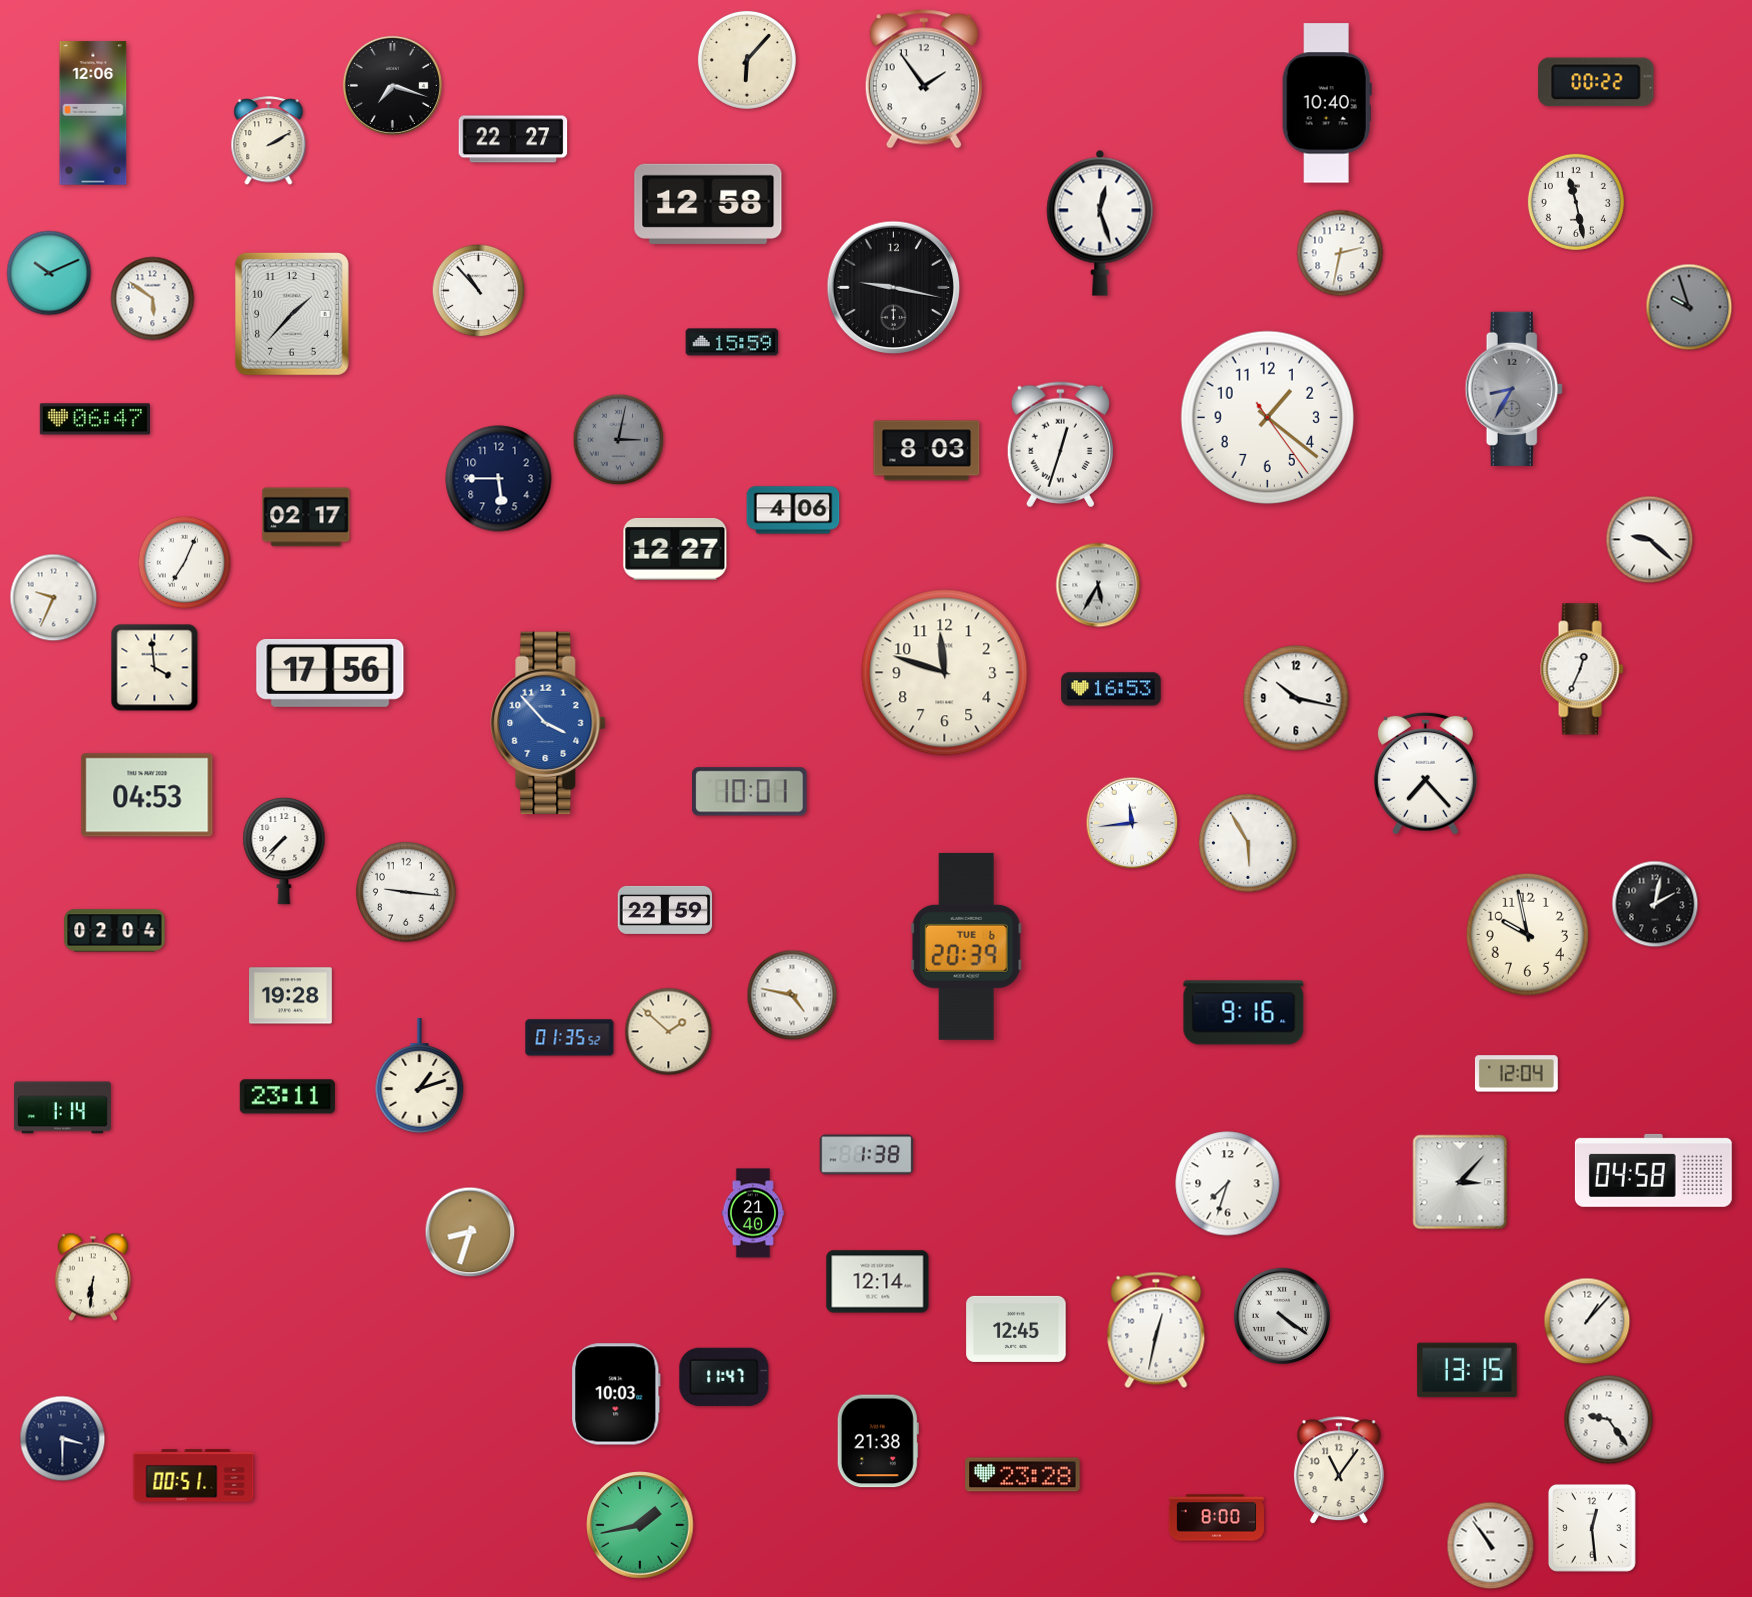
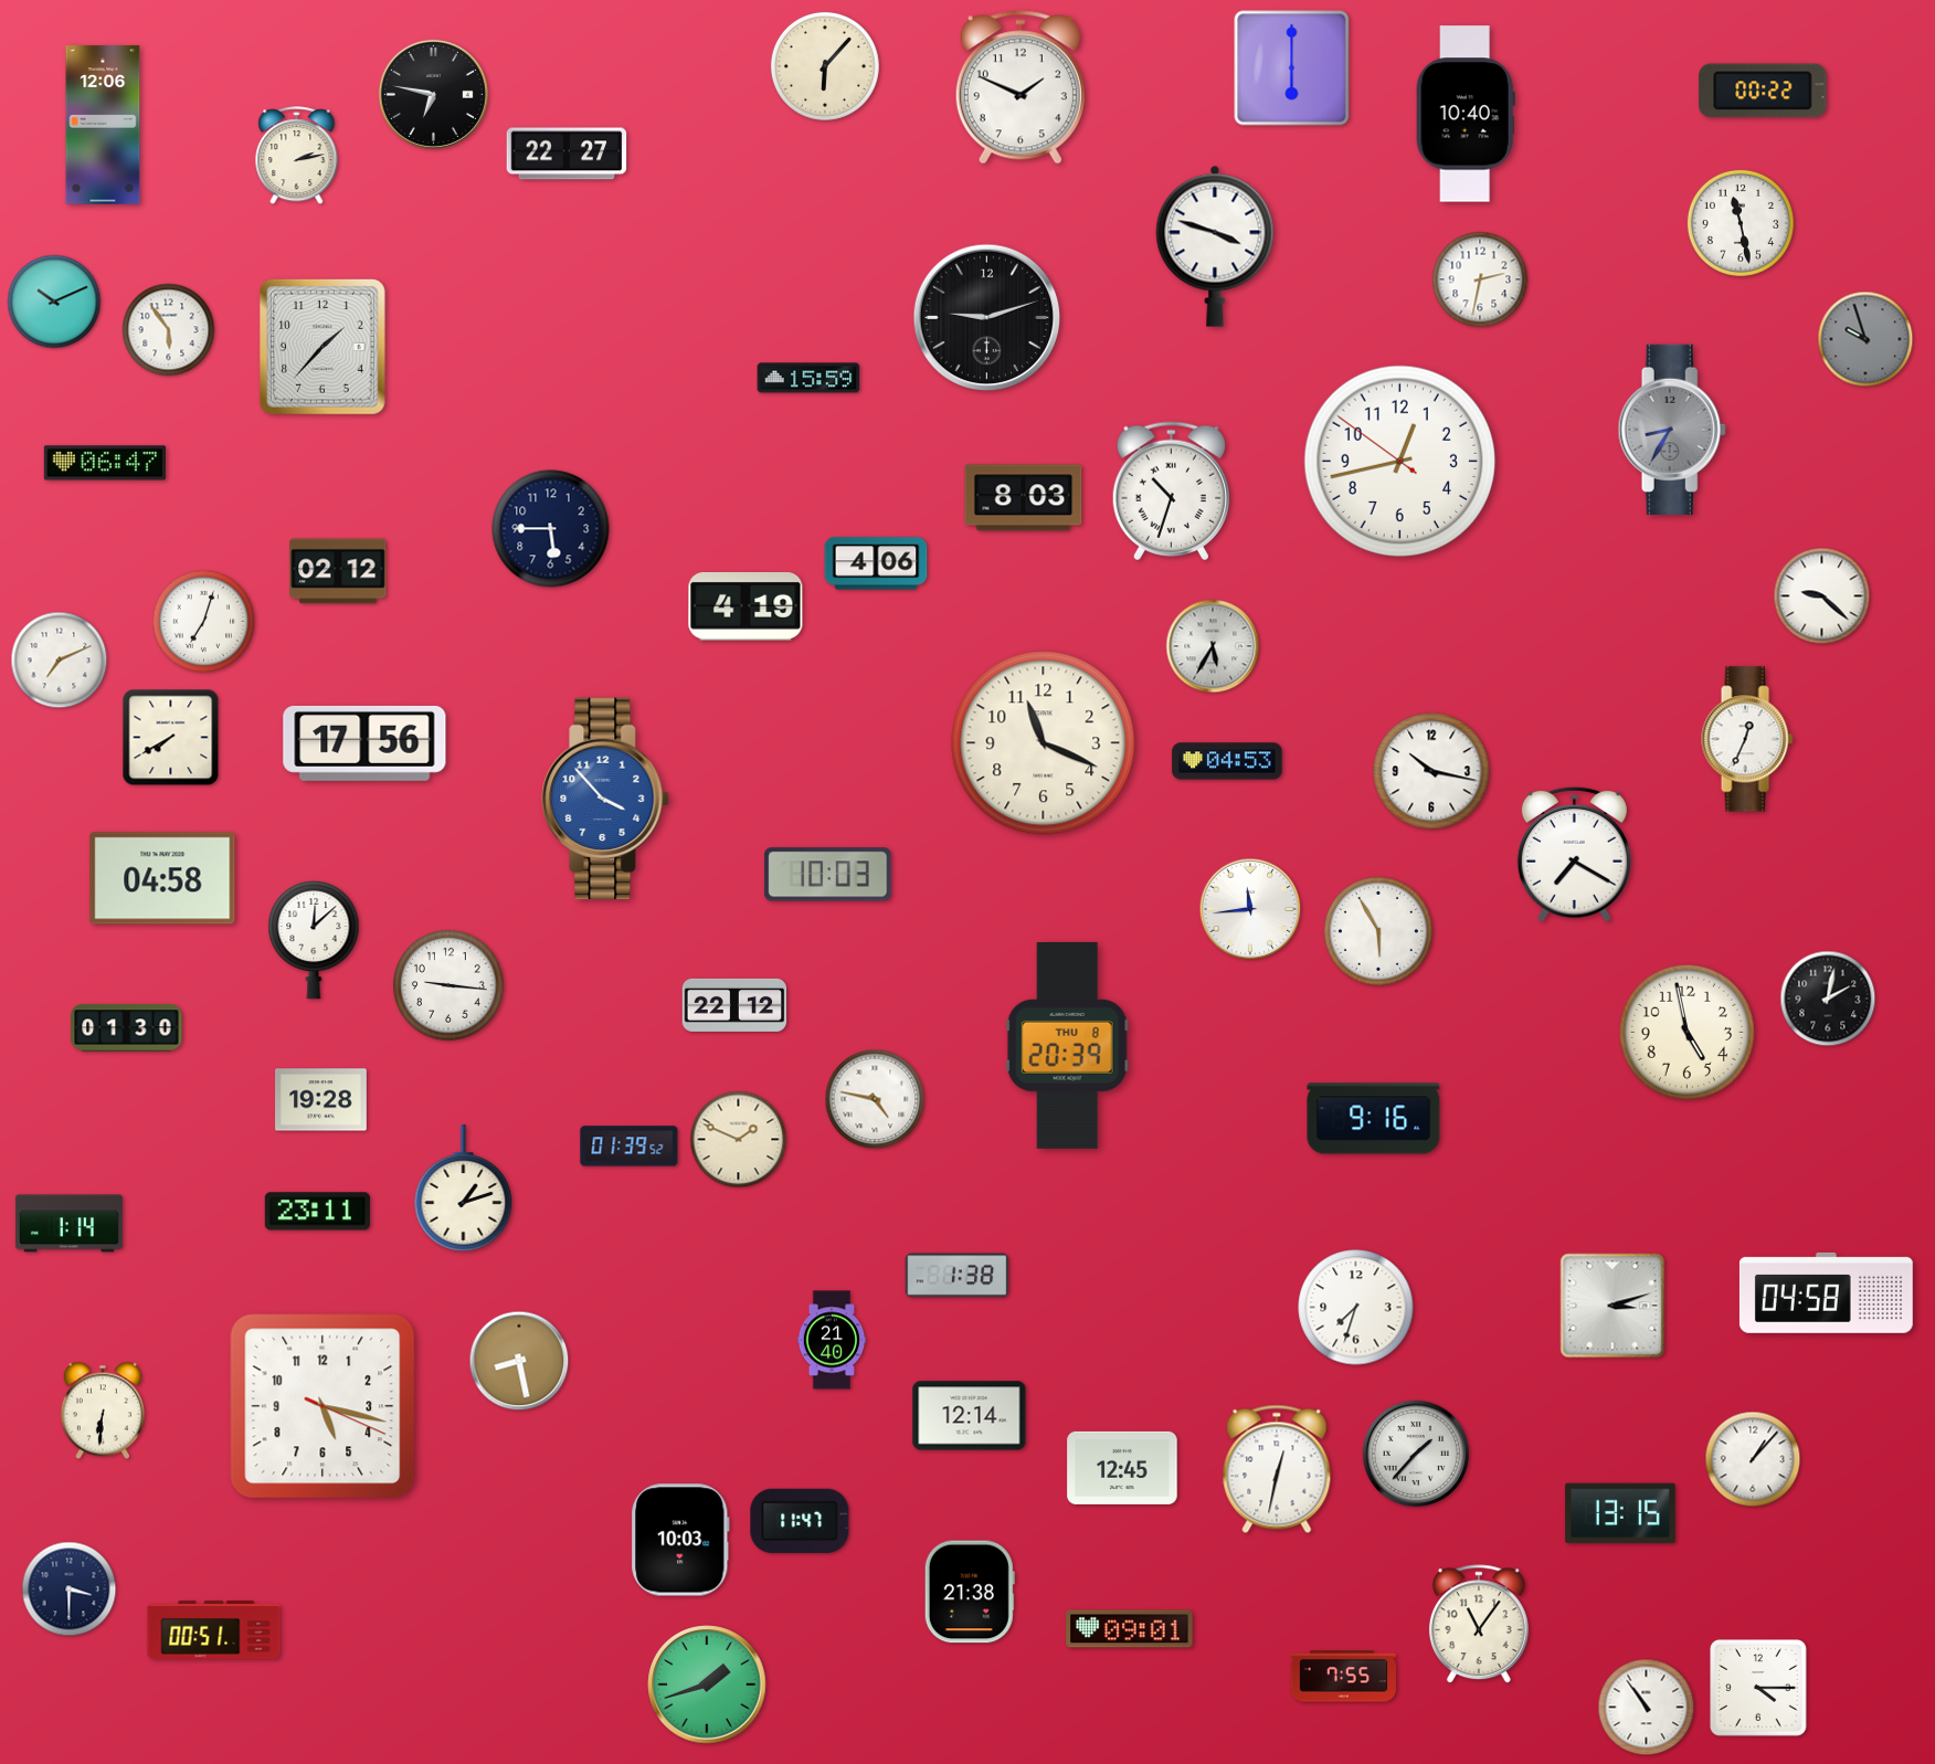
clock at (1292, 68): none -> 6:00
clock at (924, 79): 1:54 -> 1:49
clock at (392, 85): 7:18 -> 6:47
clock at (269, 141): 2:10 -> 2:13
clock at (708, 204): 12:58 -> none
clock at (1100, 223): 12:27 -> 3:48
clock at (894, 288): 9:17 -> 9:12
clock at (479, 291): 10:53 -> none
clock at (153, 299): 5:51 -> 5:54
clock at (1268, 418): 1:21 -> 12:42
clock at (619, 440): 3:02 -> none
clock at (1060, 445): 12:33 -> 10:33
clock at (306, 517): 02:17 -> 02:12
clock at (675, 549): 12:27 -> 4:19
clock at (185, 563): 7:04 -> 7:03
clock at (54, 598): 9:34 -> 7:11
clock at (155, 668): 3:59 -> 7:40
clock at (945, 673): 11:48 -> 11:19
clock at (1111, 689): 16:53 -> 04:53
clock at (1425, 773): 7:23 -> 7:20
clock at (750, 792): 10:01 -> 10:03
clock at (147, 795): 04:53 -> 04:58
clock at (284, 851): 7:37 -> 12:08
clock at (665, 910): 22:59 -> 22:12
clock at (115, 931): 02:04 -> 01:30
clock at (1527, 934): 9:58 -> 4:58
clock at (966, 946) date: TUE 6 -> THU 8
clock at (669, 1032): 1:52 -> 1:49
clock at (570, 1038): 01:35 -> 01:39
clock at (1516, 1074): 12:04 -> none
clock at (1460, 1182): 3:07 -> 3:12
clock at (470, 1232): 8:33 -> 8:28
clock at (322, 1406): none -> 5:17
clock at (1281, 1315): 4:21 -> 1:37
clock at (1609, 1420): 9:24 -> none
clock at (1023, 1475): 23:28 -> 09:01
clock at (1216, 1518): 8:00 -> 7:55
clock at (640, 1525): 1:43 -> 1:42
clock at (1593, 1529): 12:29 -> 4:15
